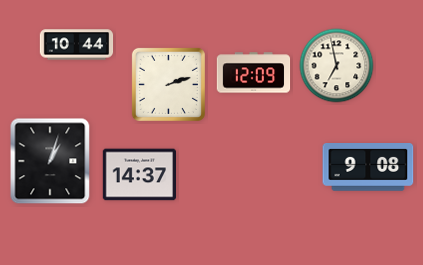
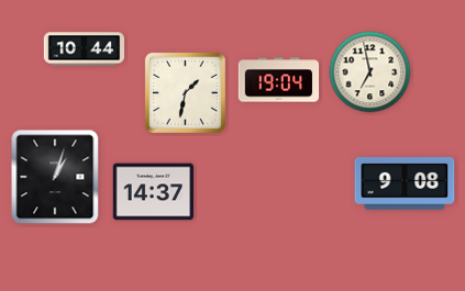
clock at (254, 73): 12:09 -> 19:04
clock at (168, 84): 2:12 -> 1:32
